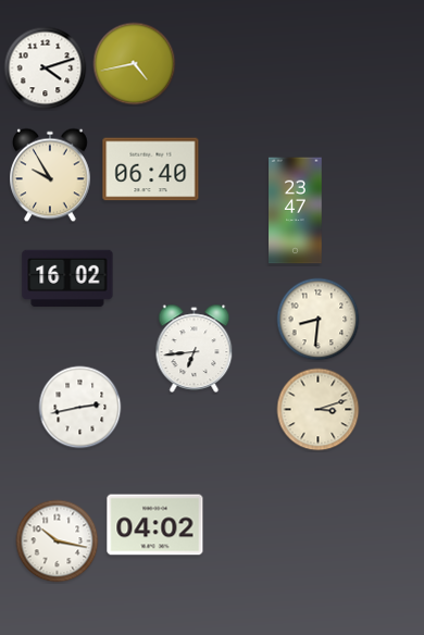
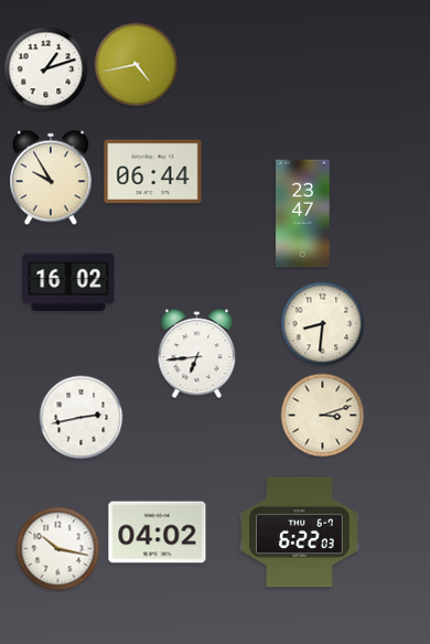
clock at (46, 69): 4:12 -> 1:12
clock at (151, 170): 06:40 -> 06:44
clock at (296, 211) position: (296, 211) -> (303, 214)
clock at (80, 408) position: (80, 408) -> (82, 418)
clock at (300, 533): none -> 6:22
